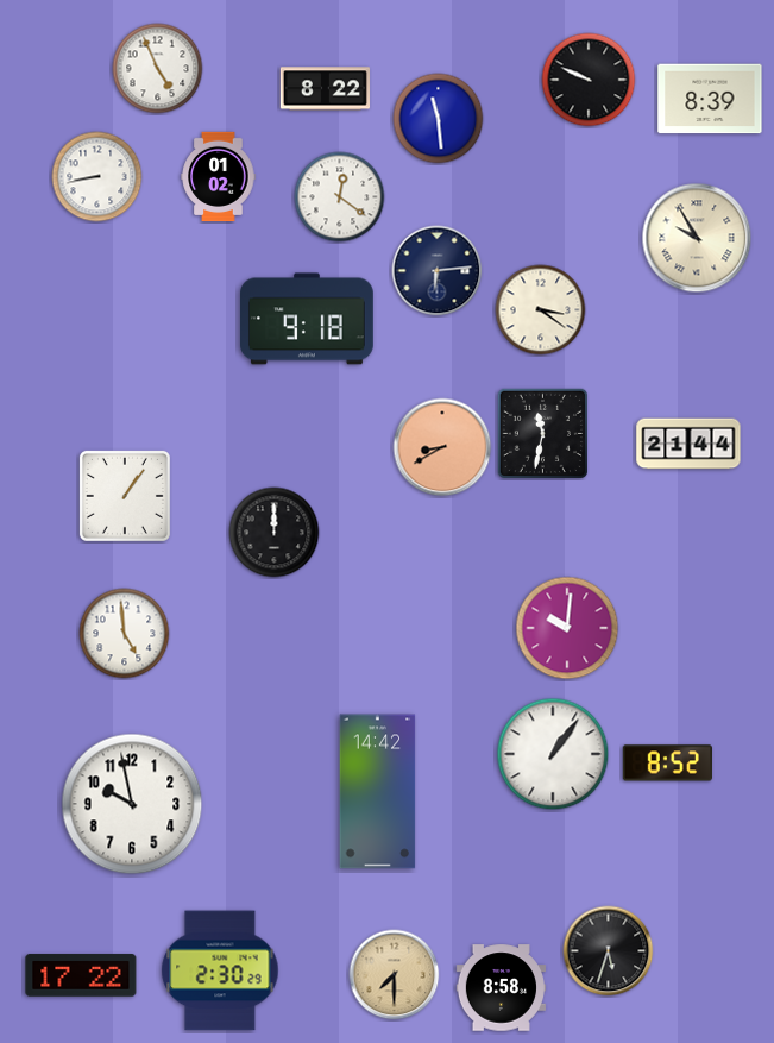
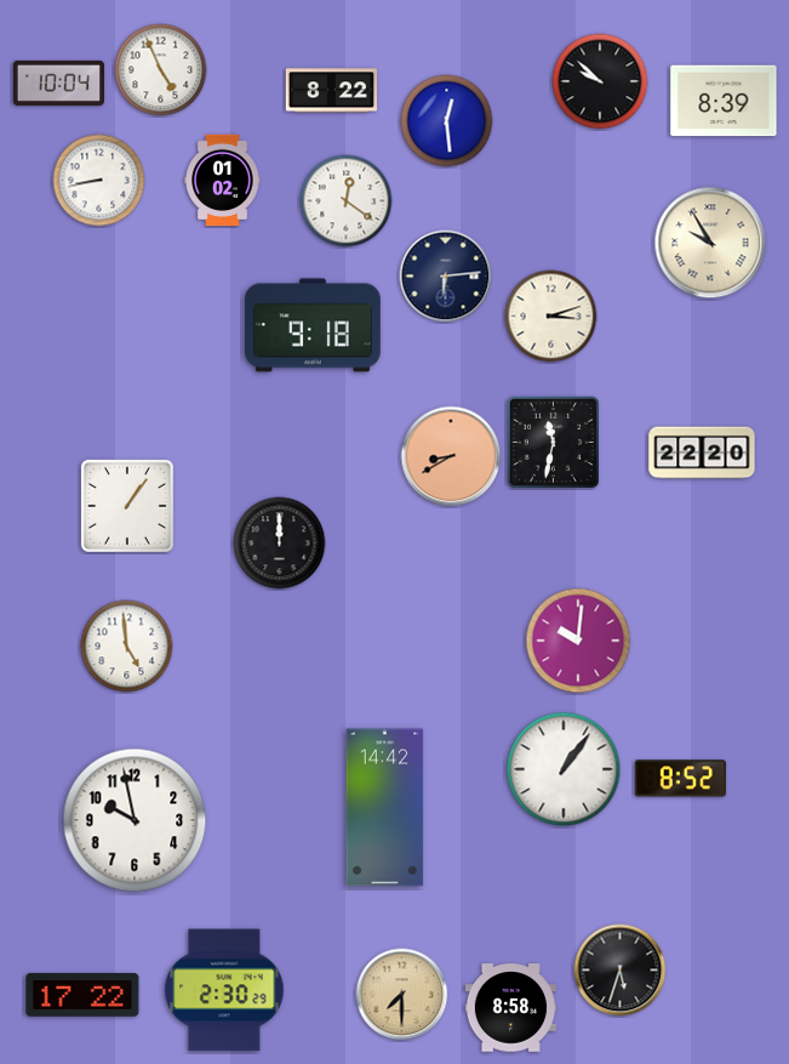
clock at (589, 80): 9:49 -> 9:52
clock at (58, 82): none -> 10:04
clock at (439, 119): 11:29 -> 12:29
clock at (541, 310): 3:21 -> 3:12
clock at (688, 444): 21:44 -> 22:20
